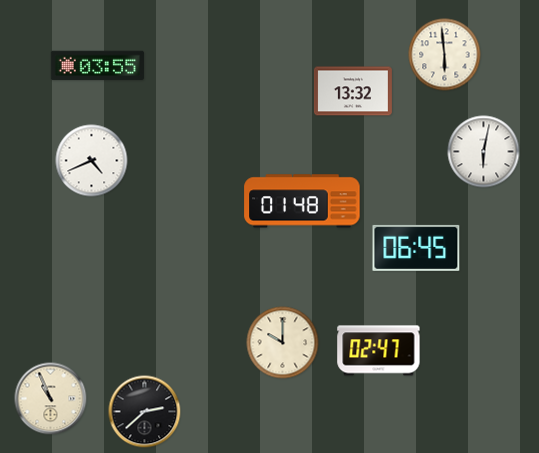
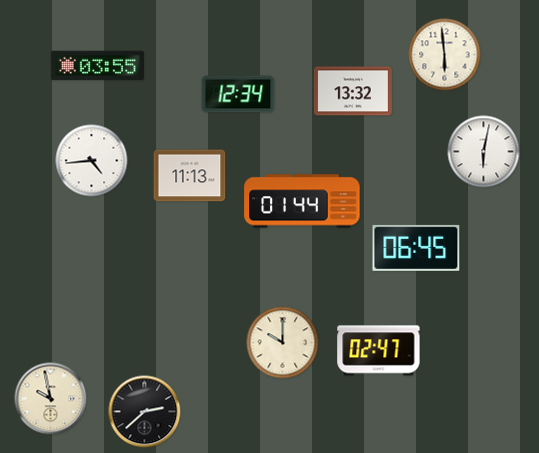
clock at (238, 94): none -> 12:34
clock at (92, 161): 4:41 -> 4:44
clock at (190, 176): none -> 11:13
clock at (302, 201): 01:48 -> 01:44
clock at (51, 399): 10:56 -> 9:58
